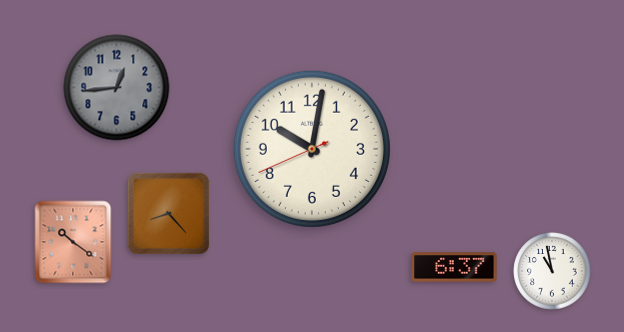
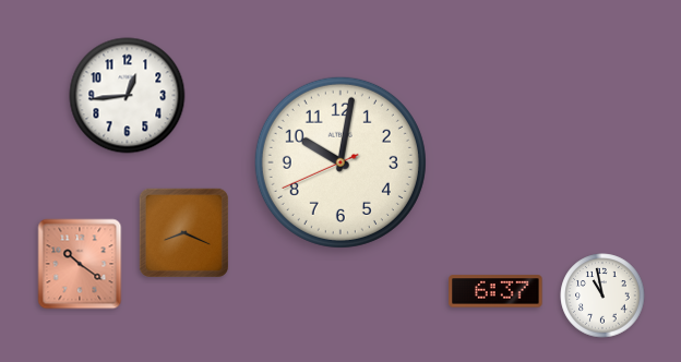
clock at (117, 88) dial: grey -> white
clock at (168, 213): 8:23 -> 8:19
